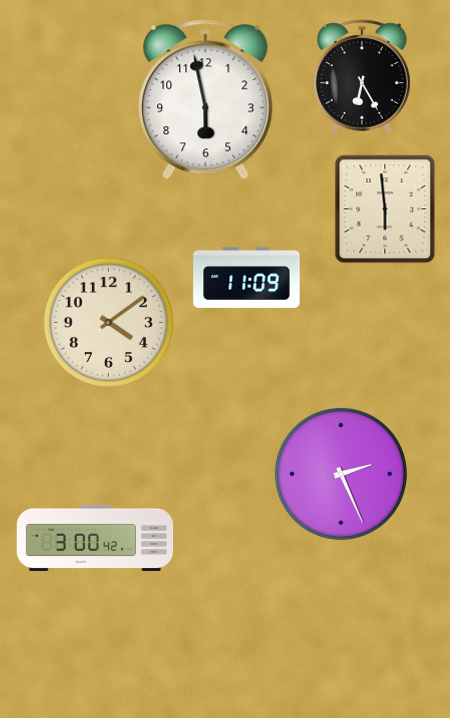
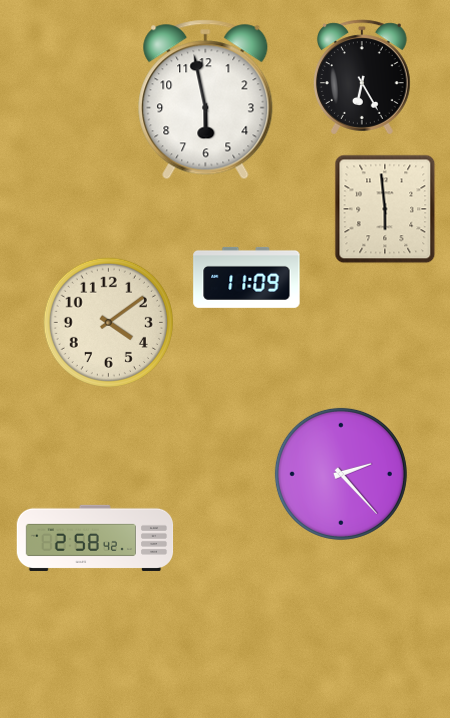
clock at (341, 474): 2:26 -> 2:23
clock at (95, 537): 3:00 -> 2:58
